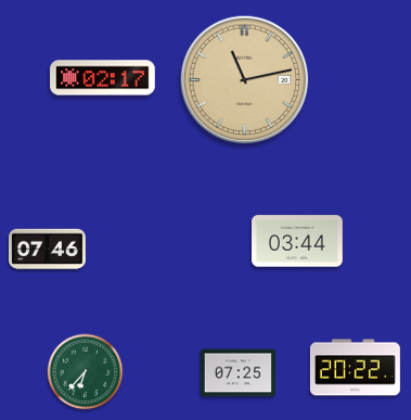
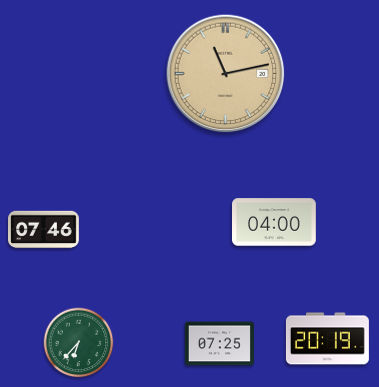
clock at (103, 78): 02:17 -> none
clock at (298, 241): 03:44 -> 04:00
clock at (355, 368): 20:22 -> 20:19
